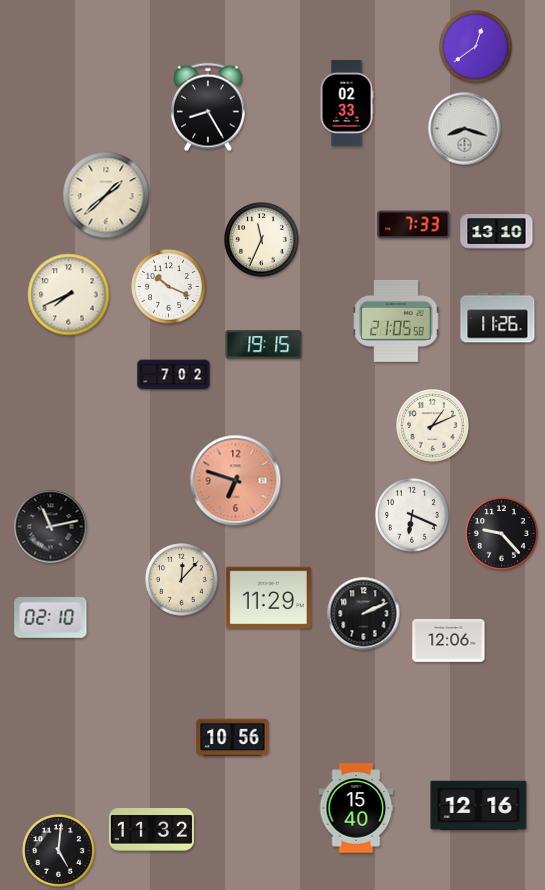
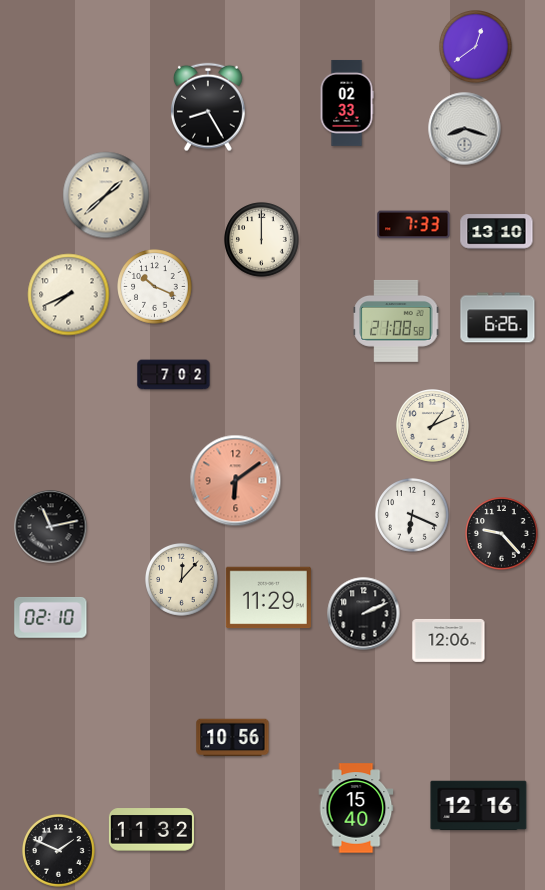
clock at (262, 240): 11:34 -> 12:00
clock at (169, 287) position: (169, 287) -> (155, 287)
clock at (498, 318): 11:26 -> 6:26
clock at (396, 321): 21:05 -> 21:08
clock at (264, 345): 19:15 -> none
clock at (236, 481): 6:48 -> 6:09
clock at (59, 851): 5:01 -> 1:49
